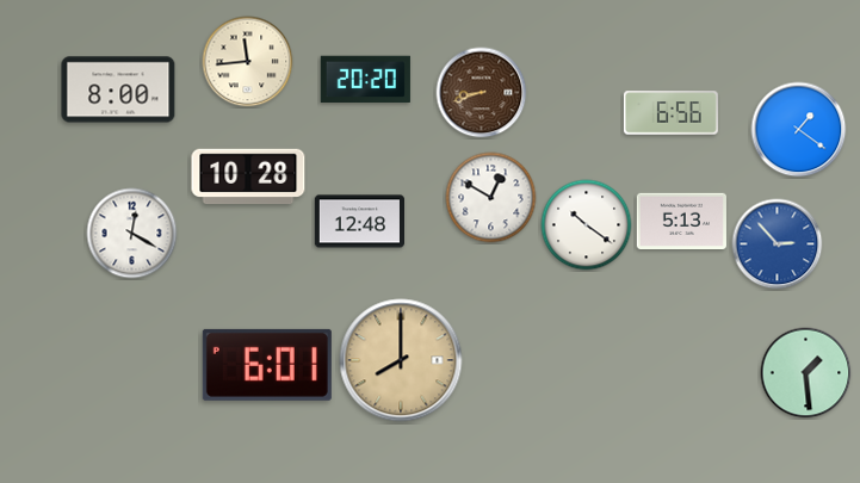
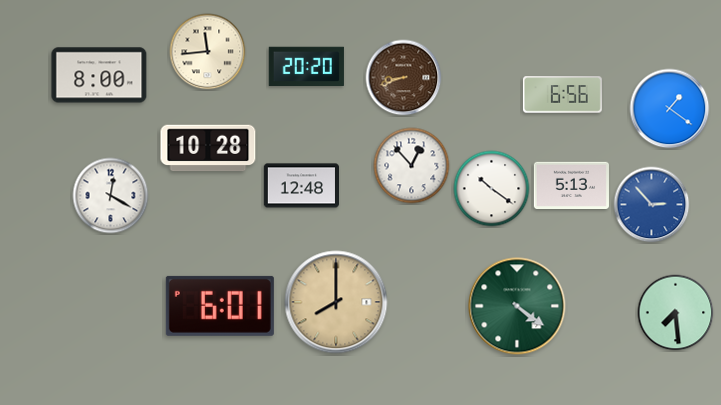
clock at (491, 198): 12:50 -> 12:53
clock at (267, 365) position: (267, 365) -> (220, 306)
clock at (517, 306): none -> 4:21
clock at (806, 373): 1:29 -> 7:29
